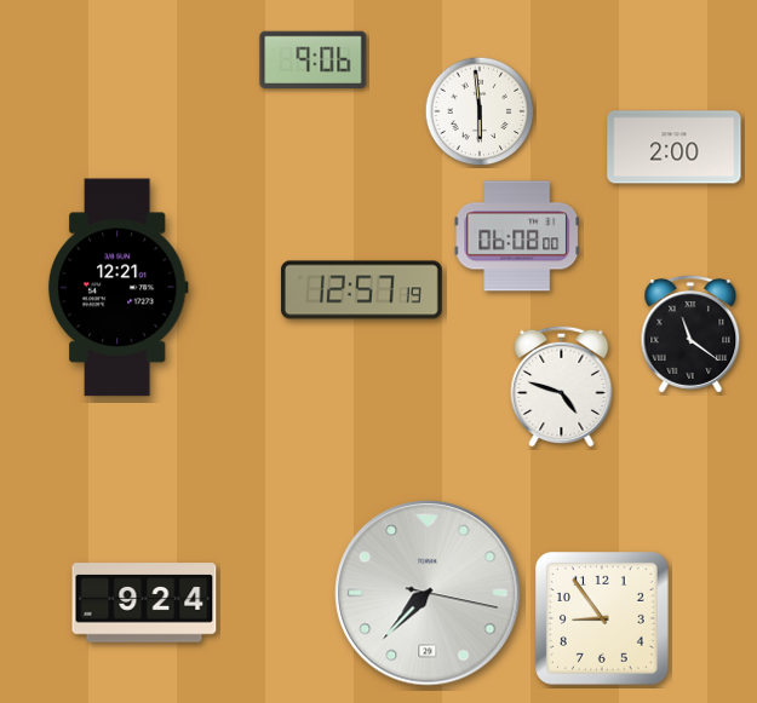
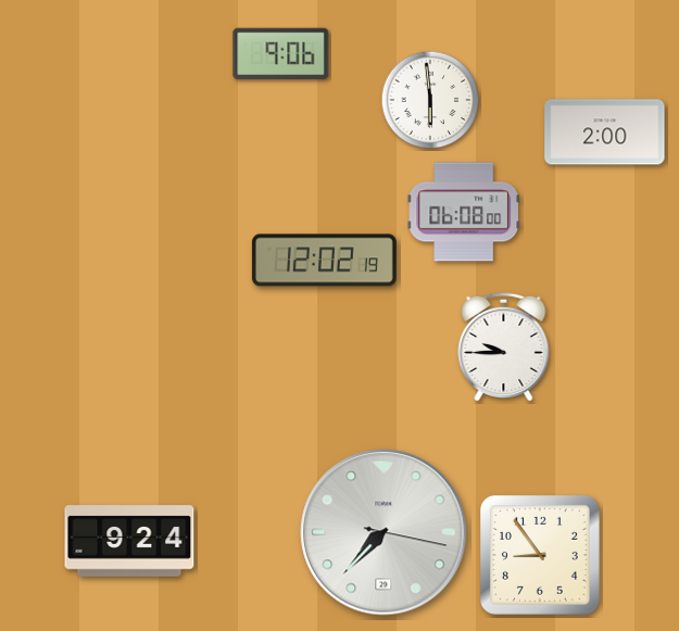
clock at (117, 288): 12:21 -> none
clock at (361, 290): 12:57 -> 12:02
clock at (690, 334): 11:21 -> none
clock at (562, 386): 4:48 -> 9:45
